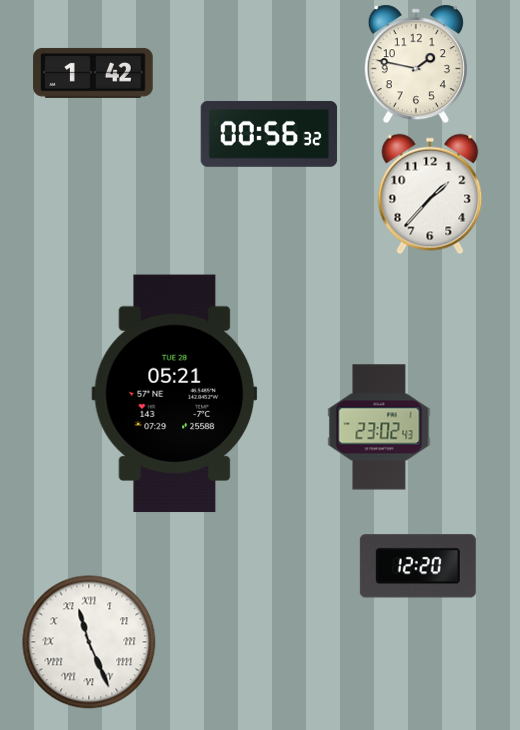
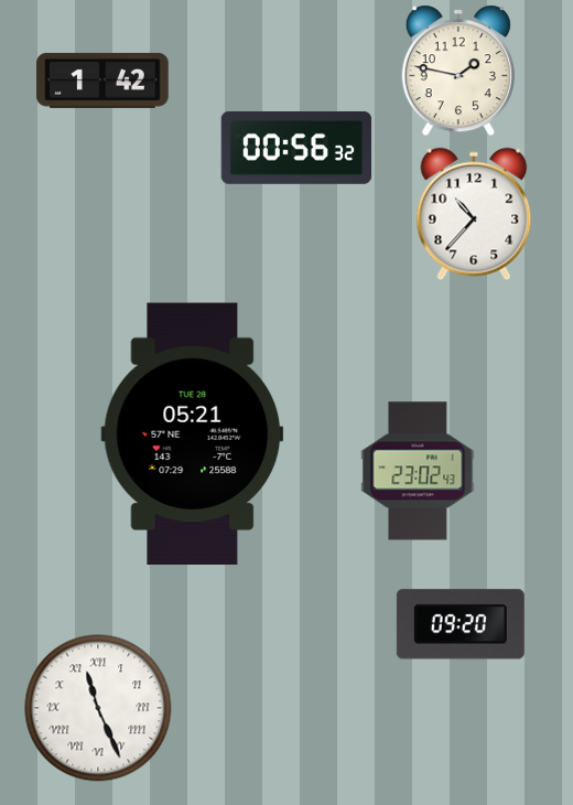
clock at (430, 194): 1:37 -> 10:37
clock at (418, 566): 12:20 -> 09:20
